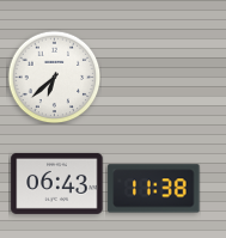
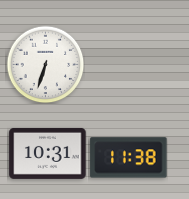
clock at (54, 77): 6:38 -> 6:33
clock at (57, 183): 06:43 -> 10:31
